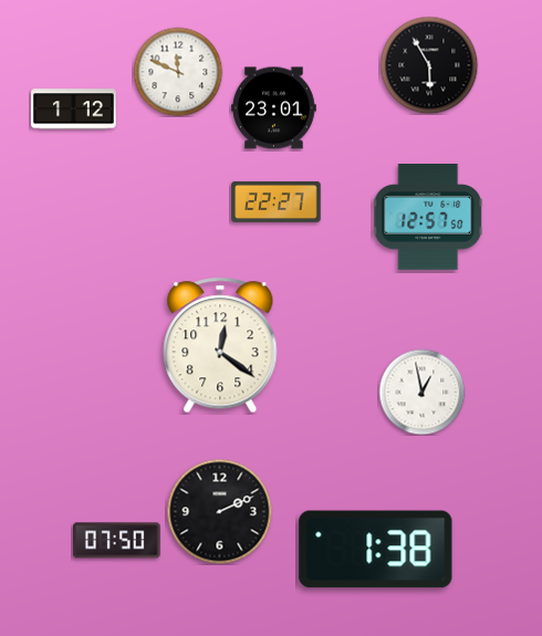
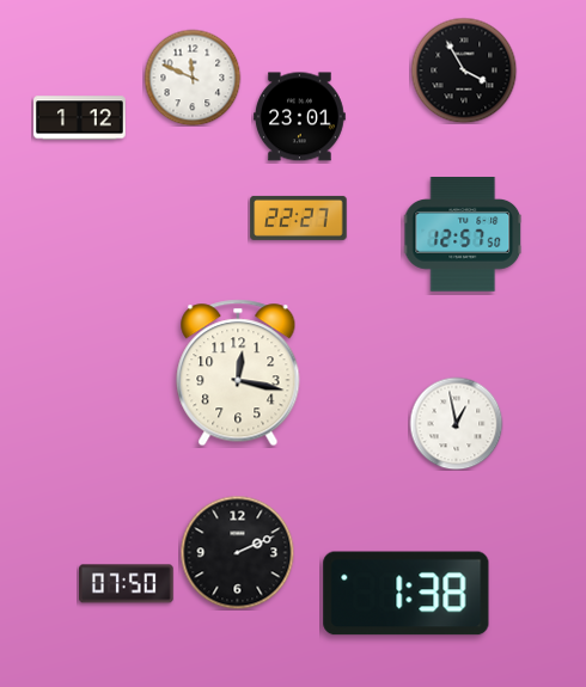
clock at (429, 65): 5:55 -> 3:55
clock at (274, 108) position: (274, 108) -> (300, 117)
clock at (220, 345): 12:21 -> 12:17
